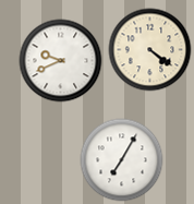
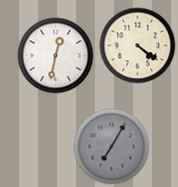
clock at (61, 61): 9:41 -> 12:32
clock at (122, 160) dial: white -> grey
